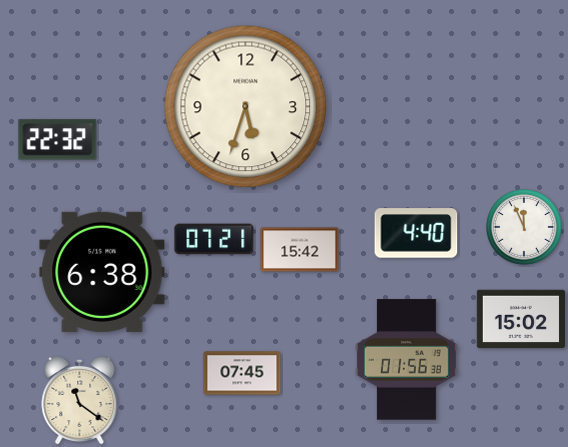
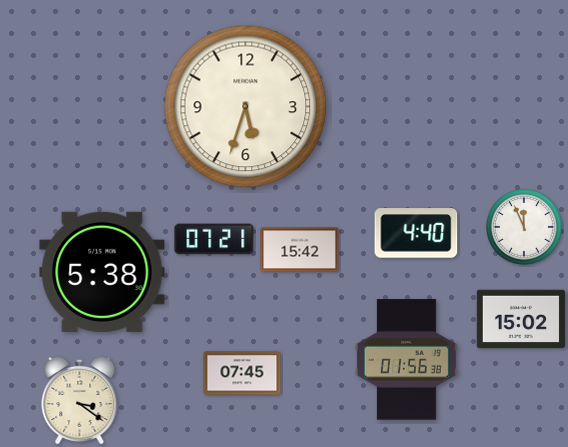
clock at (58, 140): 22:32 -> none
clock at (102, 272): 6:38 -> 5:38
clock at (80, 400): 11:21 -> 3:21
